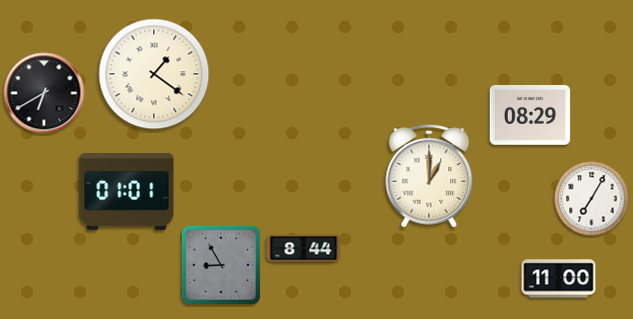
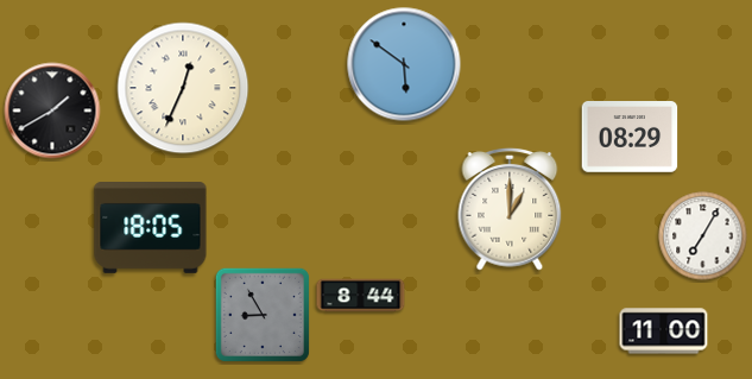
clock at (404, 64): none -> 5:51
clock at (154, 74): 1:21 -> 12:34
clock at (44, 93): 6:40 -> 1:40
clock at (127, 192): 01:01 -> 18:05
